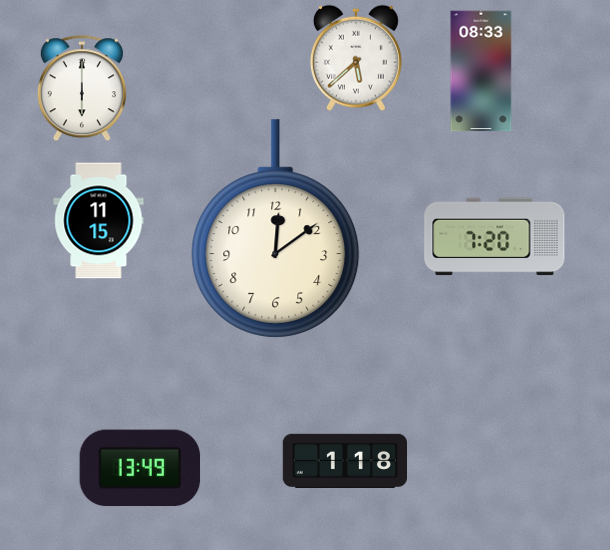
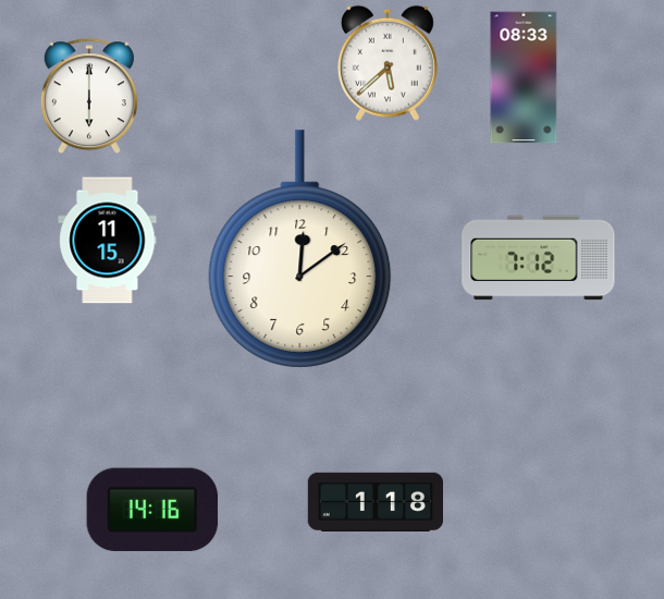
clock at (495, 237): 7:20 -> 7:12
clock at (140, 468): 13:49 -> 14:16
